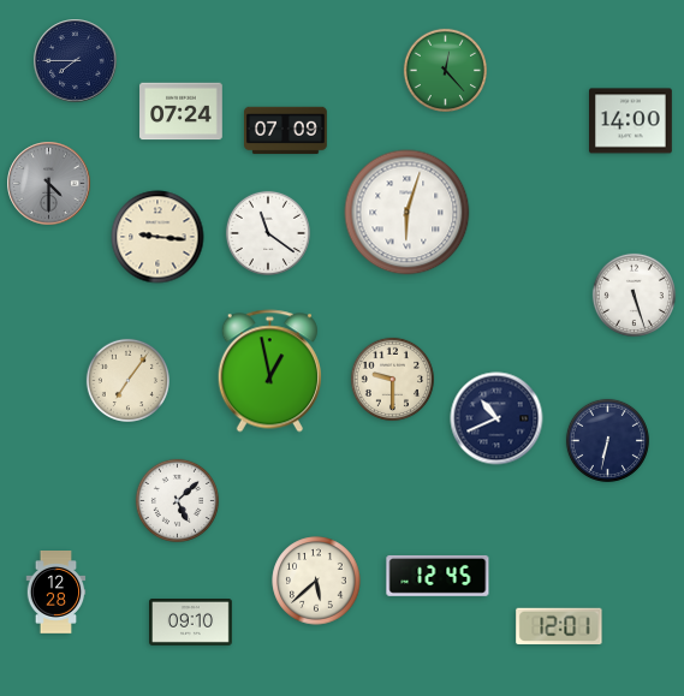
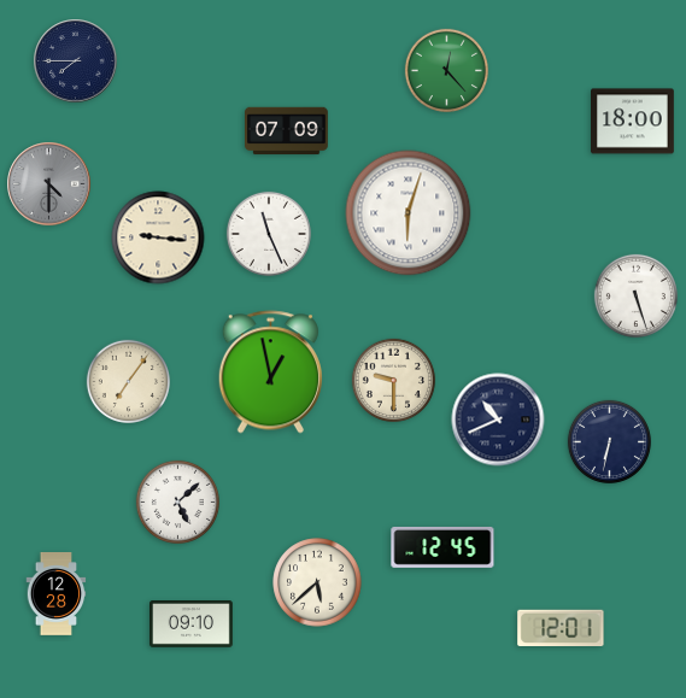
clock at (182, 112): 07:24 -> none
clock at (631, 121): 14:00 -> 18:00
clock at (268, 233): 11:21 -> 11:26
clock at (438, 576) position: (438, 576) -> (442, 547)
